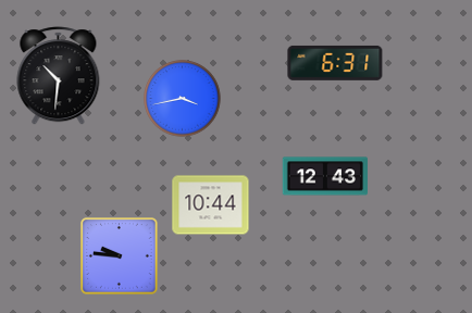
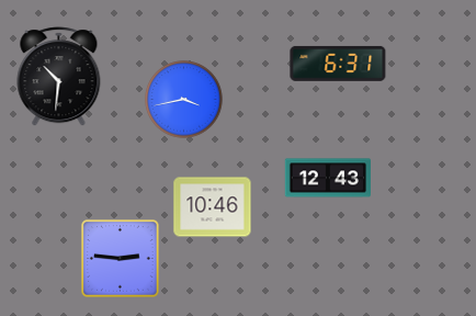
clock at (211, 205): 10:44 -> 10:46
clock at (120, 256): 9:46 -> 2:46
